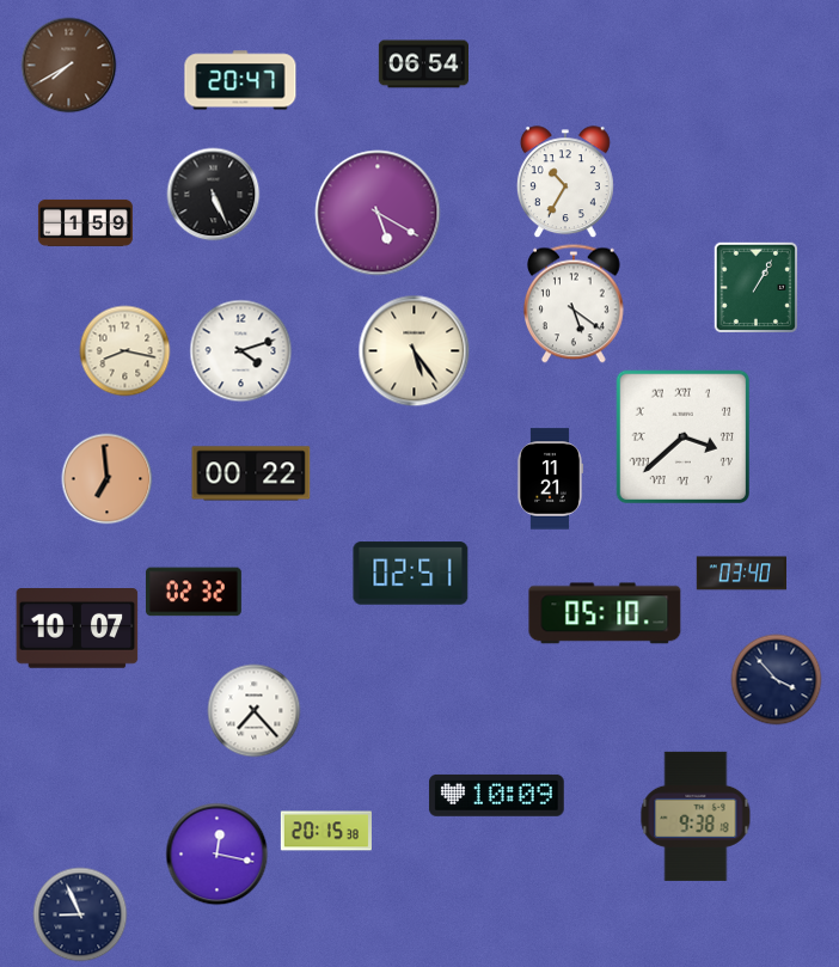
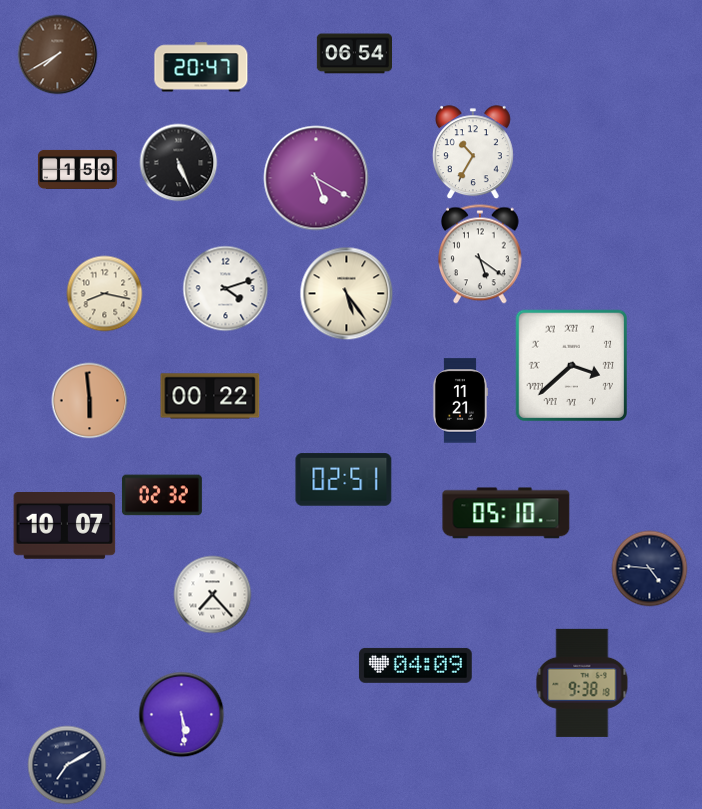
clock at (85, 222) position: (85, 222) -> (77, 169)
clock at (755, 288): 1:05 -> none
clock at (241, 351) position: (241, 351) -> (226, 289)
clock at (108, 479): 6:59 -> 5:59
clock at (741, 574): 03:40 -> none
clock at (777, 680): 3:53 -> 4:46
clock at (497, 795): 10:09 -> 04:09
clock at (325, 831): 20:15 -> none
clock at (218, 855): 12:17 -> 5:29
clock at (80, 914): 8:56 -> 7:10
